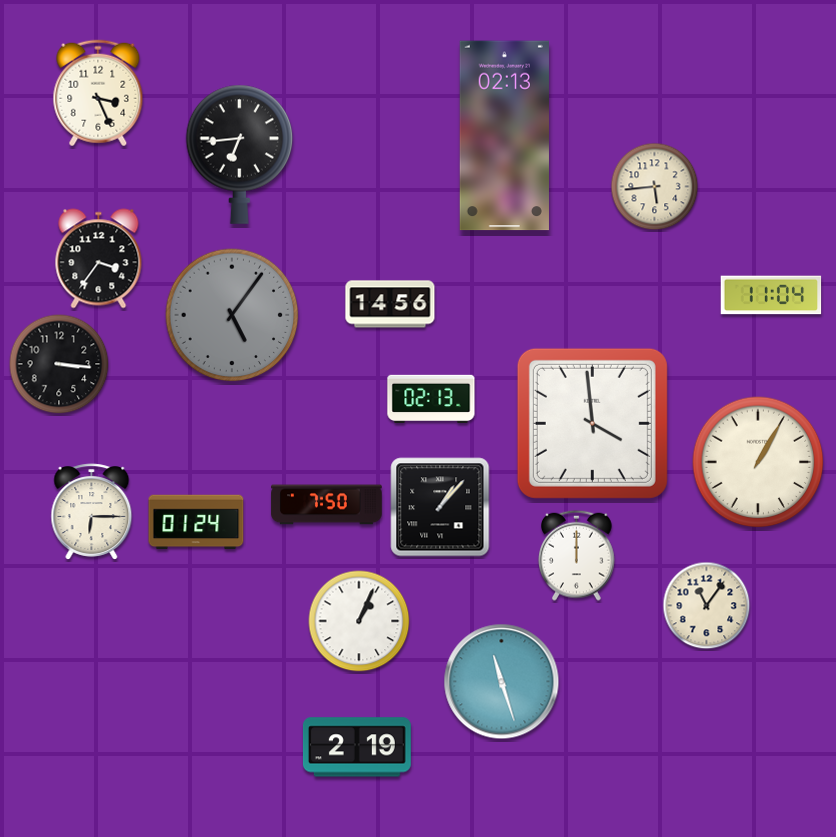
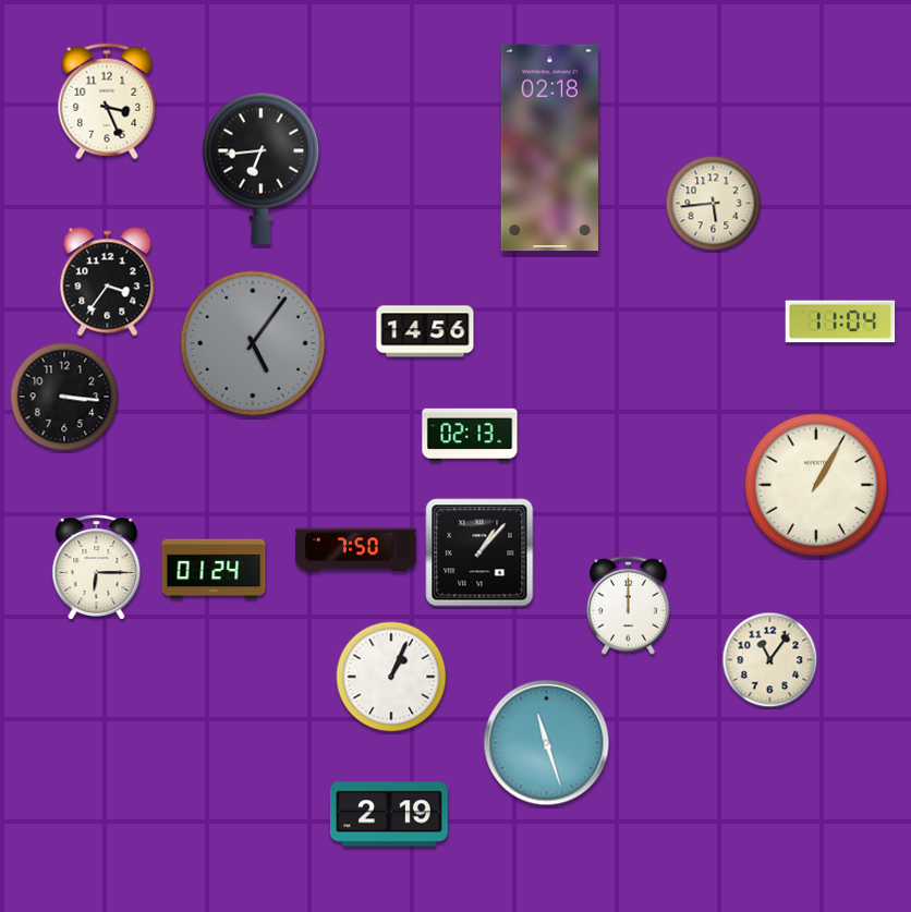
clock at (504, 136): 02:13 -> 02:18
clock at (592, 423): 3:59 -> none
clock at (758, 462) position: (758, 462) -> (816, 485)
clock at (92, 512) position: (92, 512) -> (97, 568)
